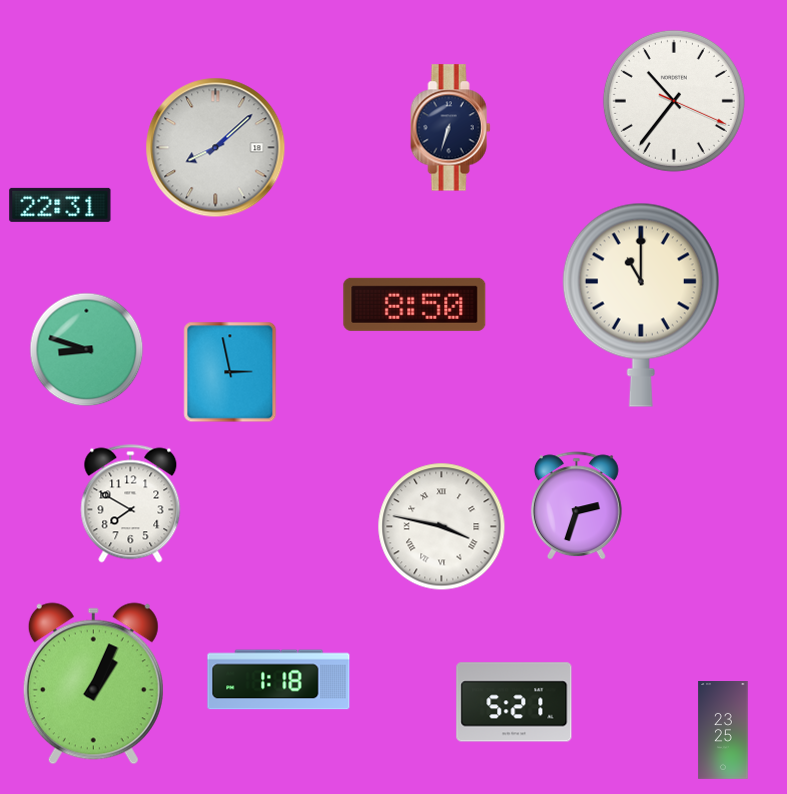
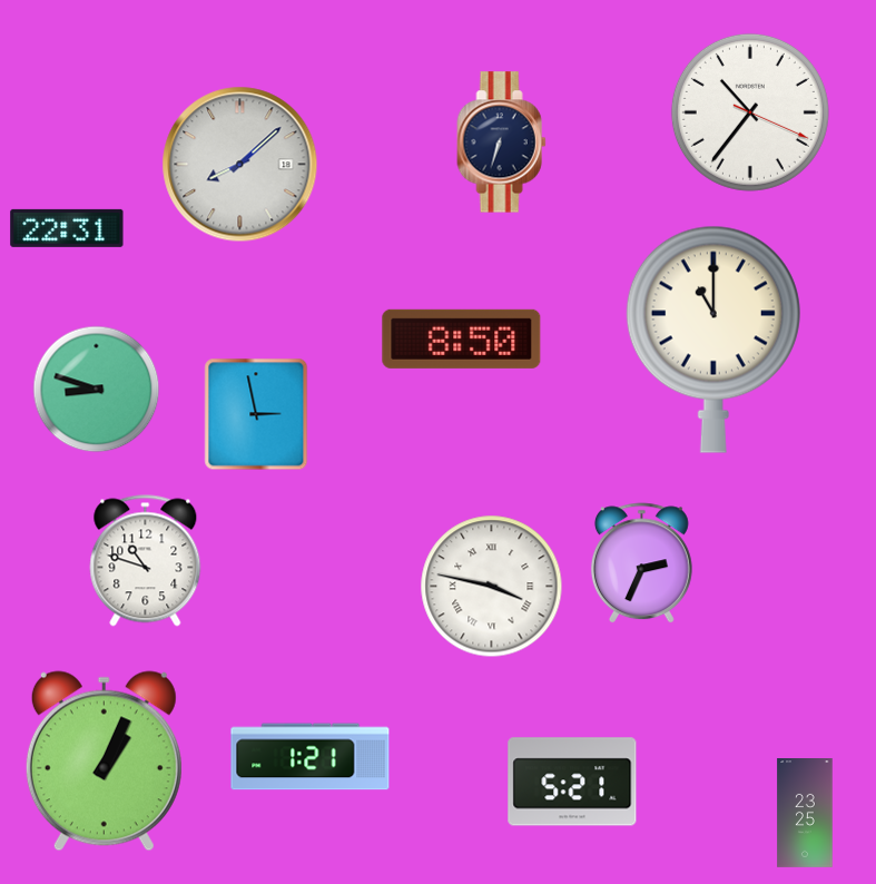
clock at (131, 504): 7:50 -> 10:48
clock at (576, 506): 2:33 -> 2:34
clock at (279, 680): 1:18 -> 1:21
